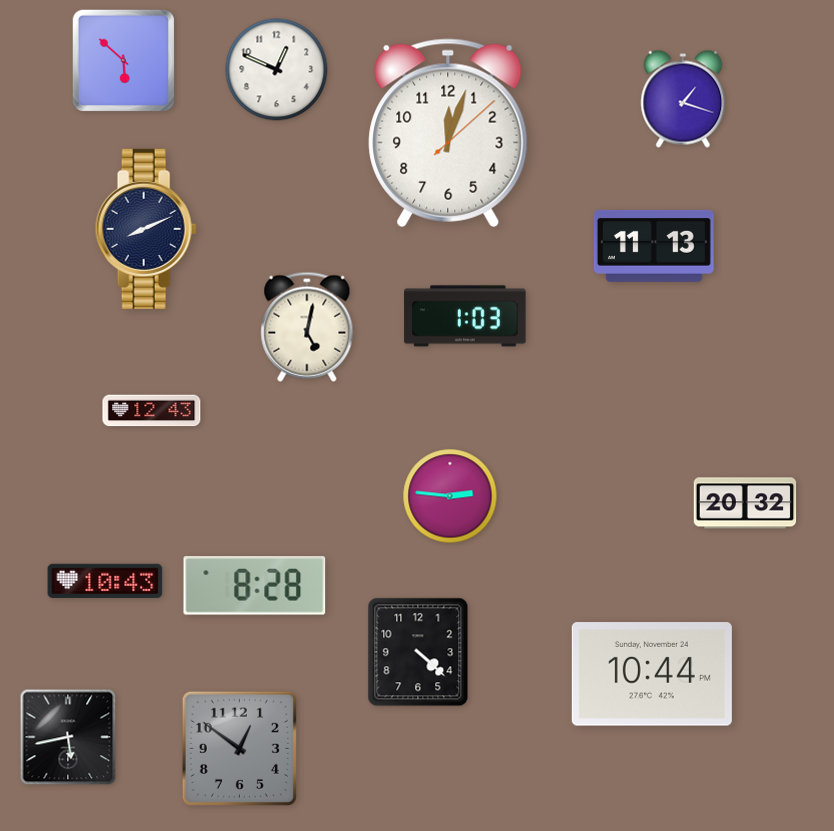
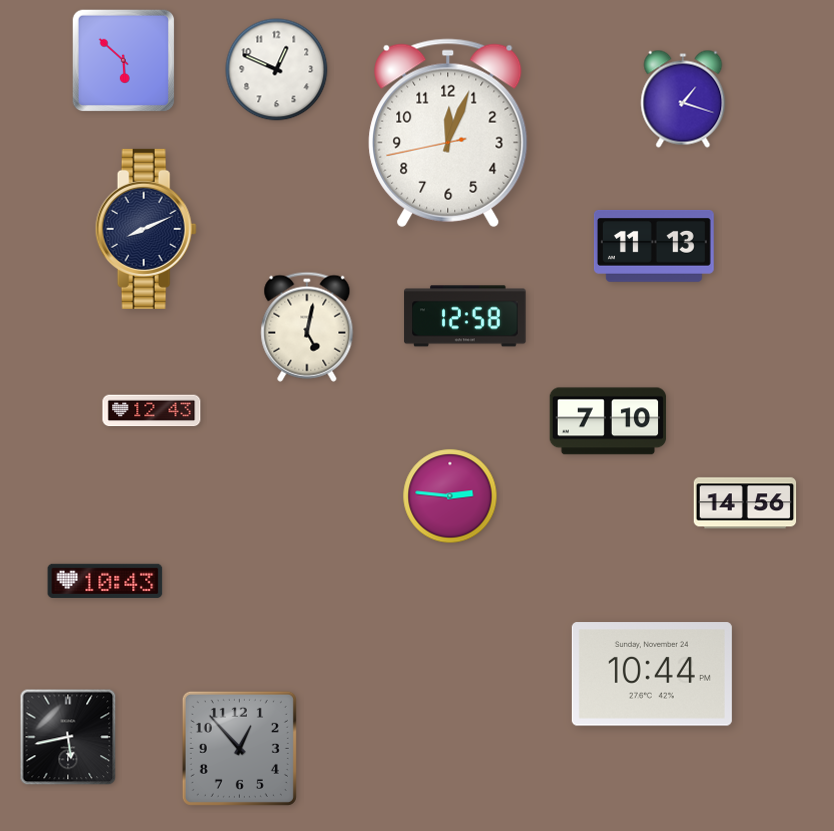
clock at (448, 133): 12:03:08 -> 12:03:43
clock at (465, 316): 1:03 -> 12:58
clock at (608, 421): none -> 7:10
clock at (745, 503): 20:32 -> 14:56
clock at (255, 586): 8:28 -> none
clock at (418, 652): 4:22 -> none
clock at (239, 748): 12:51 -> 12:53
